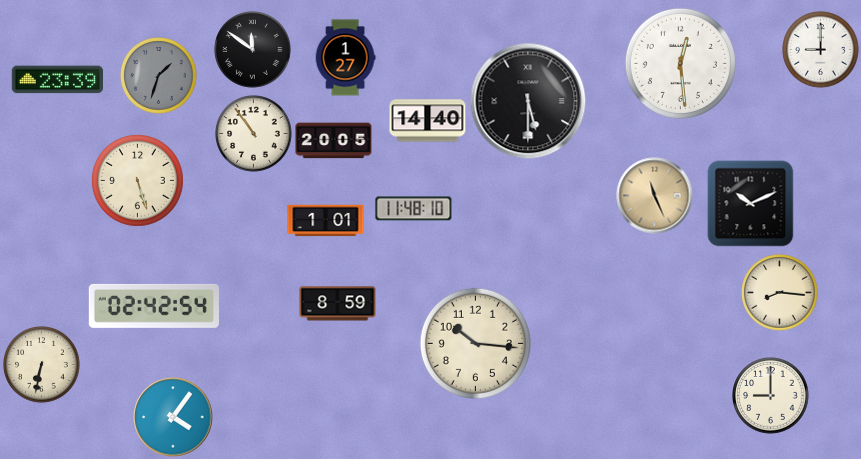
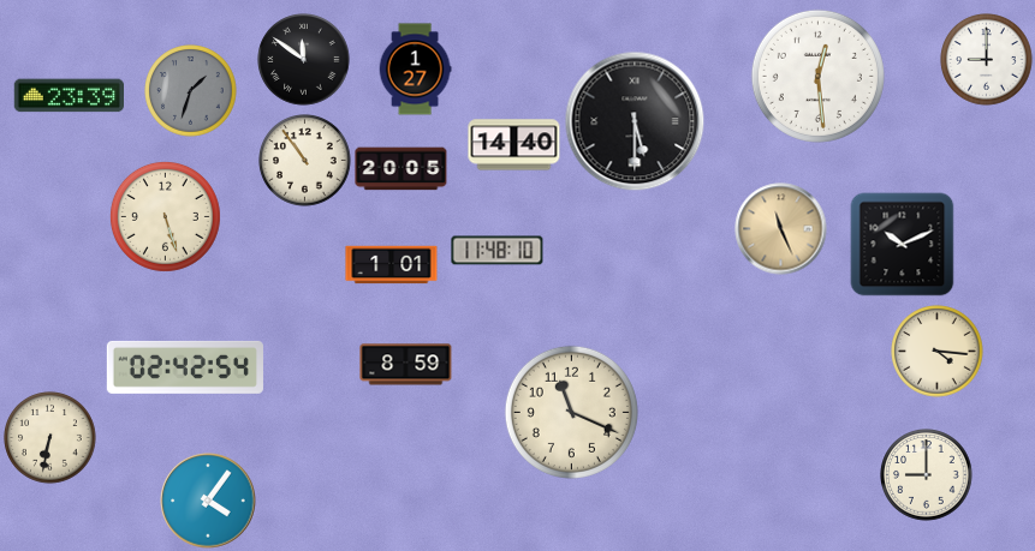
clock at (655, 196) position: (655, 196) -> (781, 229)
clock at (780, 293): 8:16 -> 4:16
clock at (475, 343): 10:16 -> 11:19
